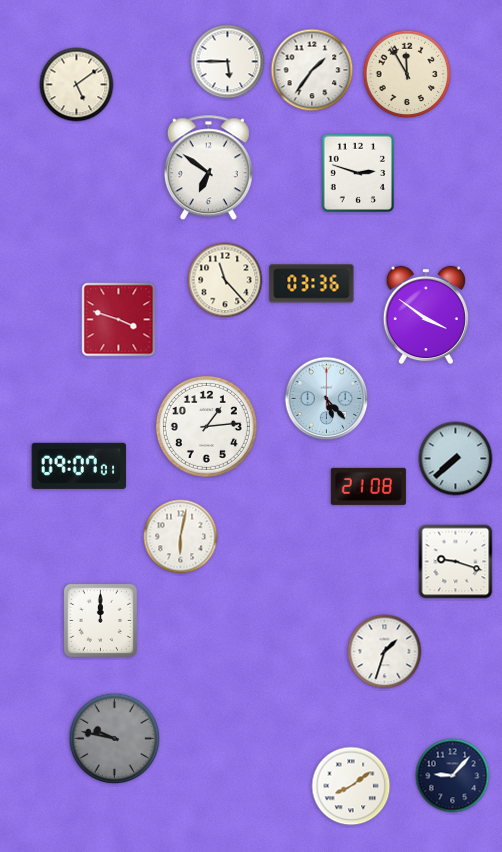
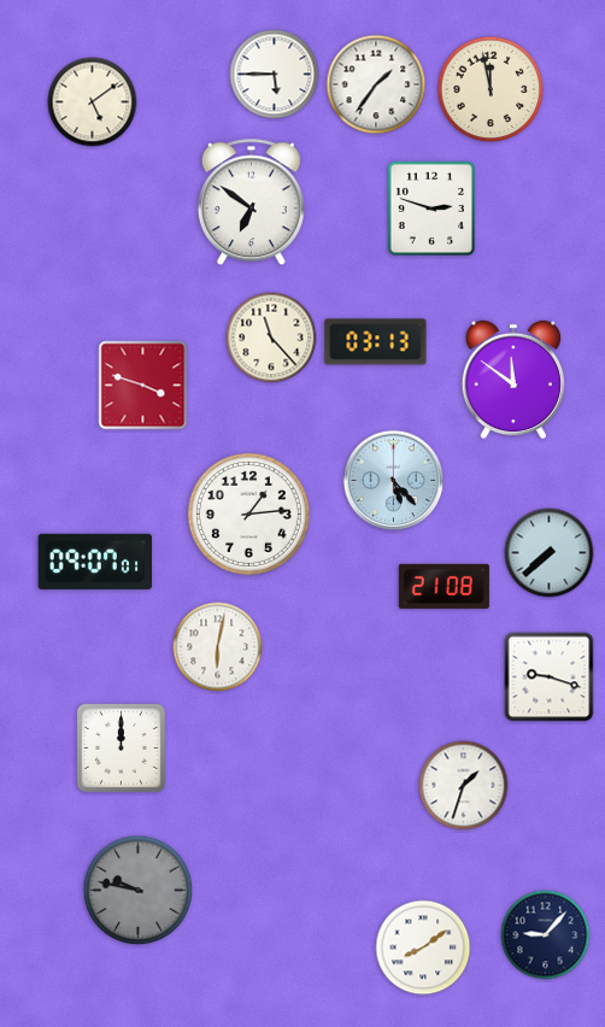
clock at (407, 74): 11:55 -> 11:58
clock at (312, 284): 03:36 -> 03:13
clock at (426, 315): 3:51 -> 11:51
